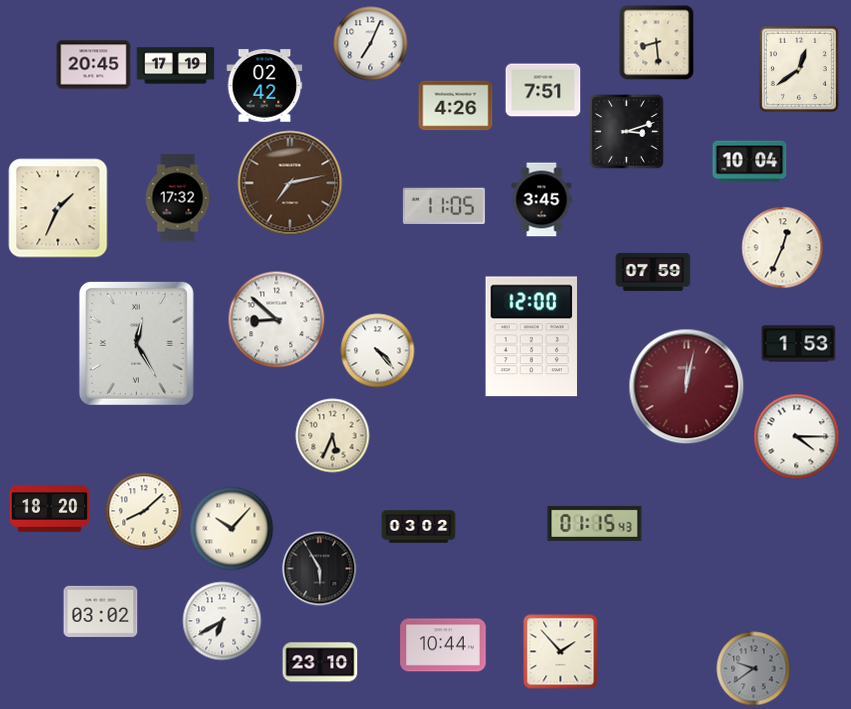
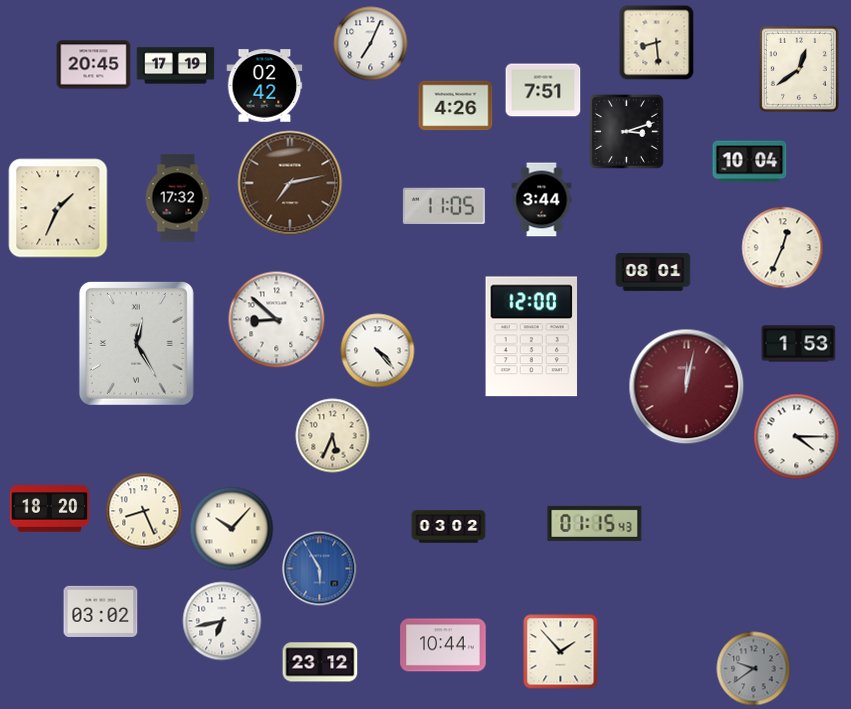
clock at (542, 200): 3:45 -> 3:44
clock at (653, 272): 07:59 -> 08:01
clock at (144, 511): 8:08 -> 8:26
clock at (419, 527) position: (419, 527) -> (449, 527)
clock at (320, 569) dial: black -> blue
clock at (222, 621): 6:40 -> 6:43
clock at (320, 662): 23:10 -> 23:12
